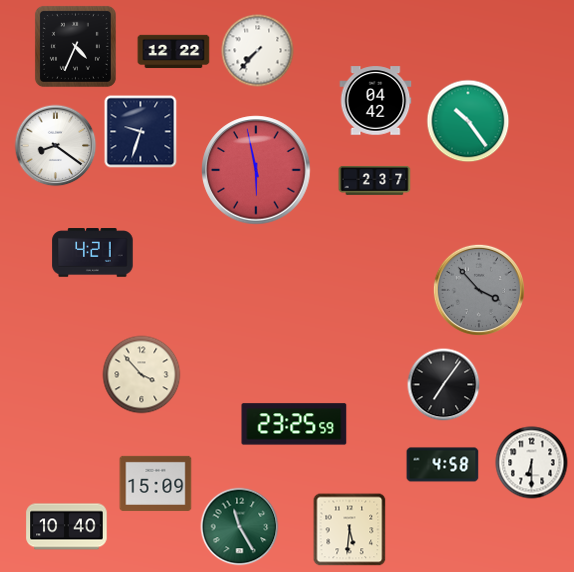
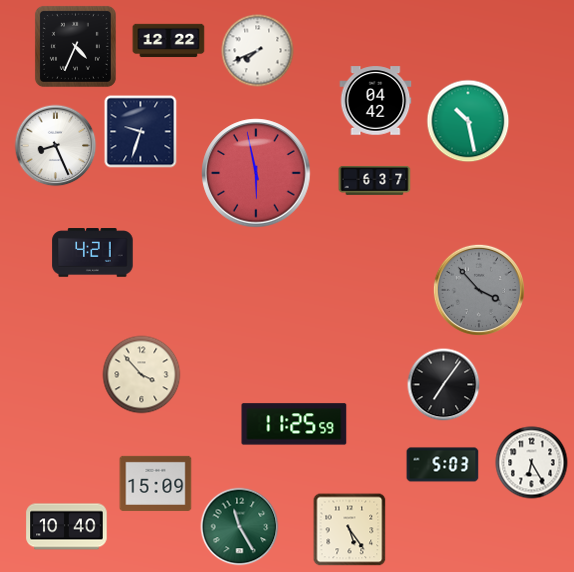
clock at (258, 51): 7:37 -> 7:41
clock at (174, 52) position: (174, 52) -> (169, 41)
clock at (468, 121): 10:24 -> 10:28
clock at (56, 146): 8:21 -> 8:26
clock at (256, 170) position: (256, 170) -> (256, 173)
clock at (375, 181): 2:37 -> 6:37
clock at (294, 424): 23:25 -> 11:25
clock at (532, 463): 6:30 -> 6:25
clock at (443, 465): 4:58 -> 5:03
clock at (350, 530): 5:31 -> 5:24
